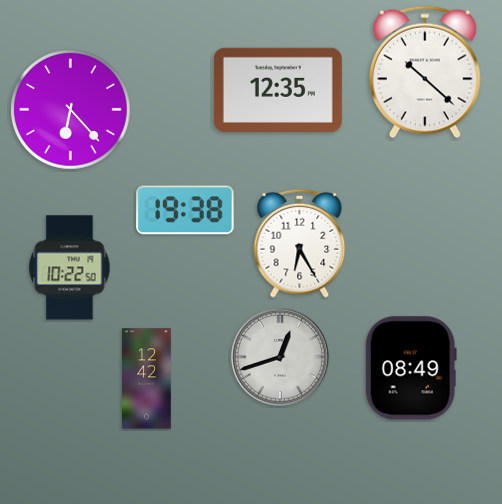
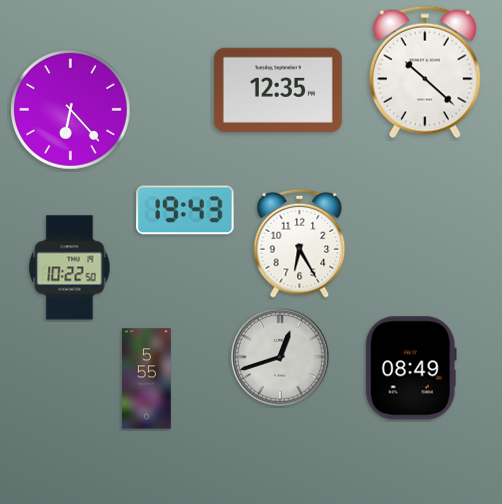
clock at (185, 210): 19:38 -> 19:43
clock at (147, 379): 12:42 -> 5:55
